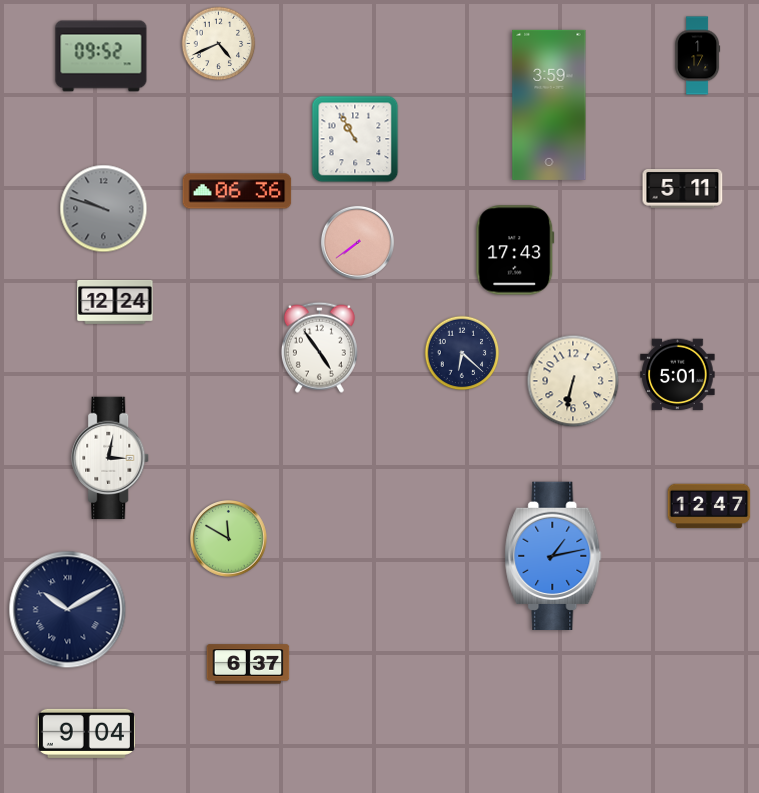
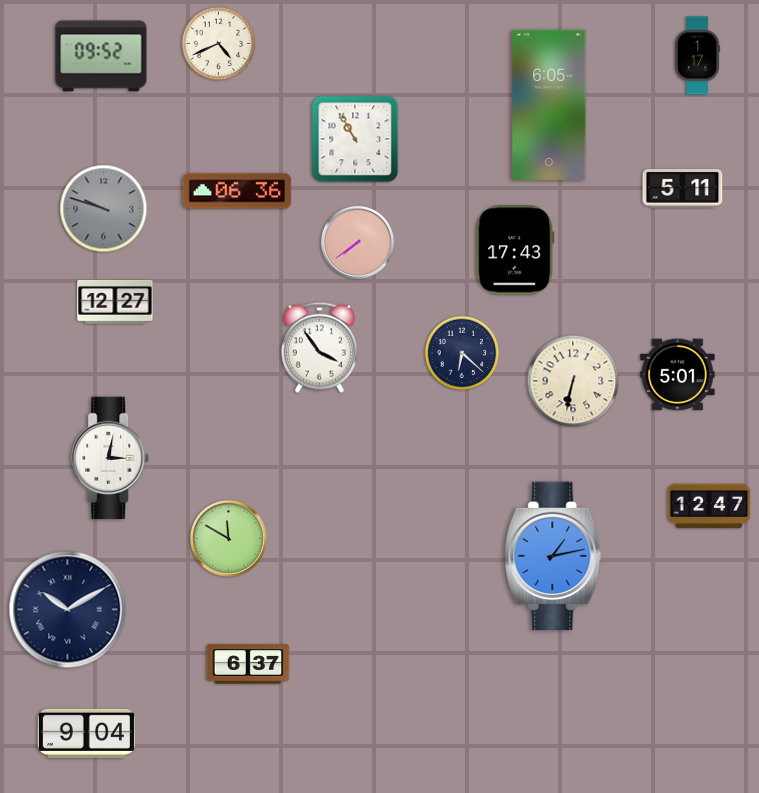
clock at (549, 105): 3:59 -> 6:05
clock at (115, 302): 12:24 -> 12:27
clock at (319, 347): 4:54 -> 3:54
